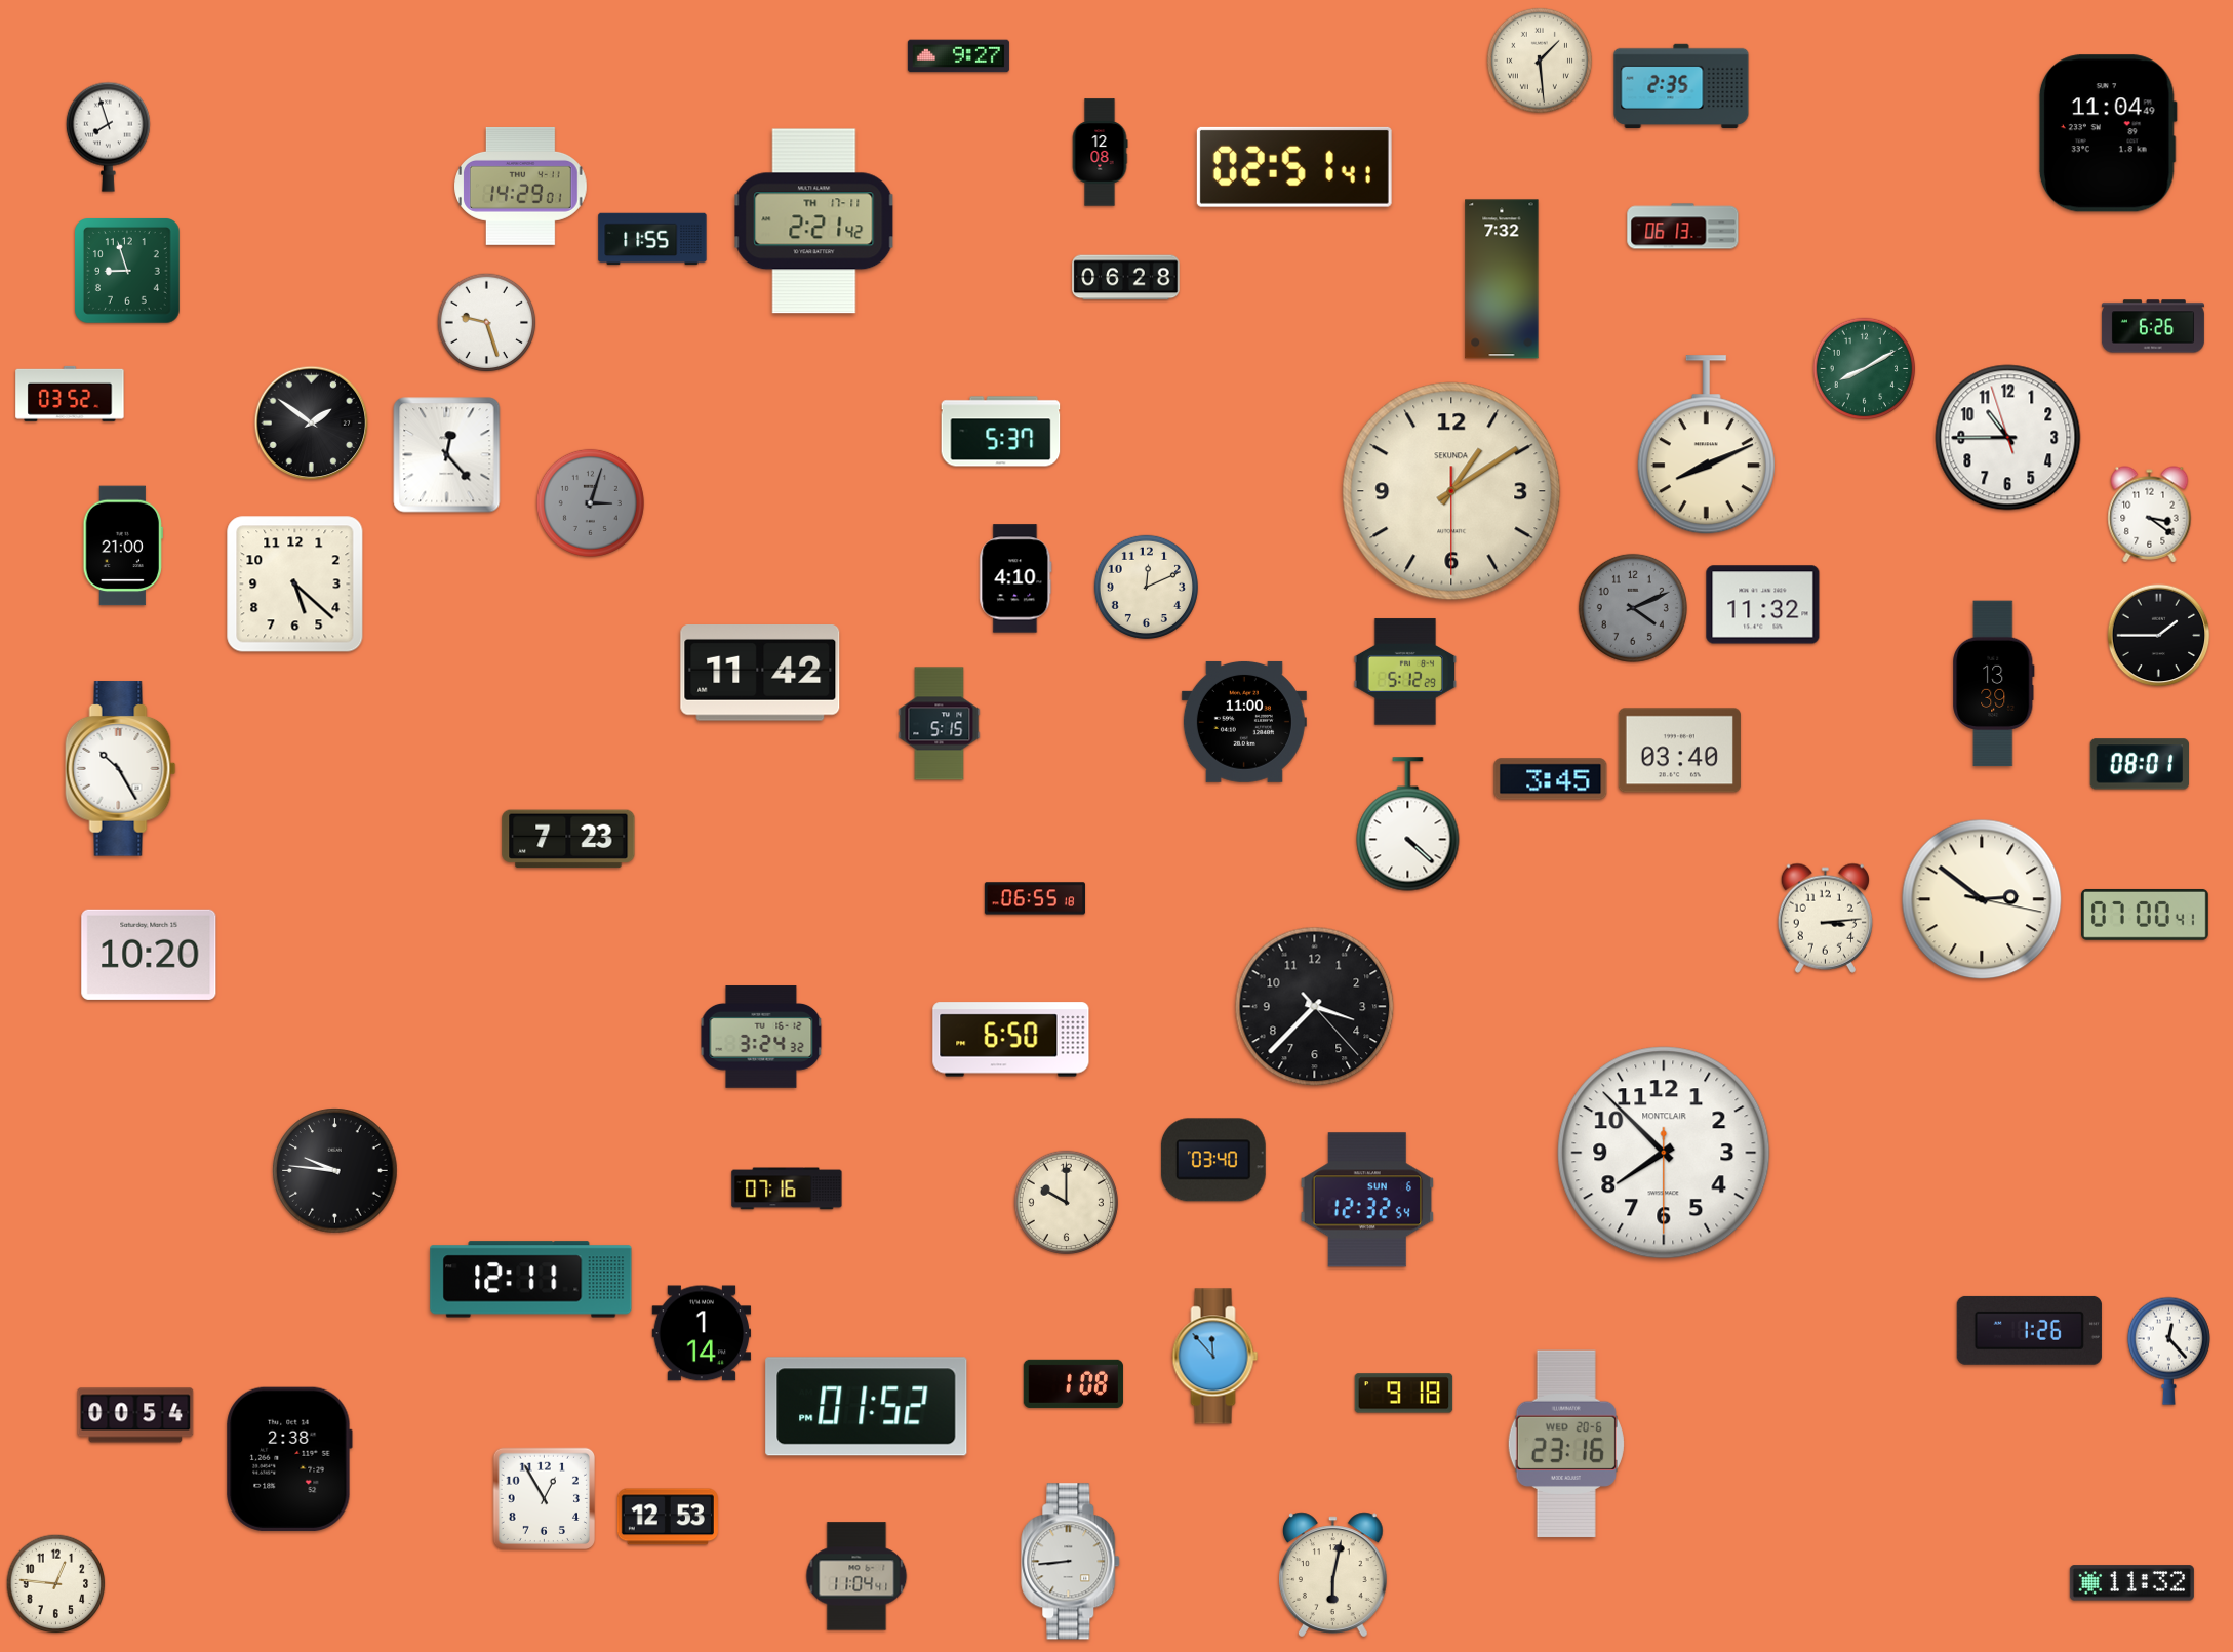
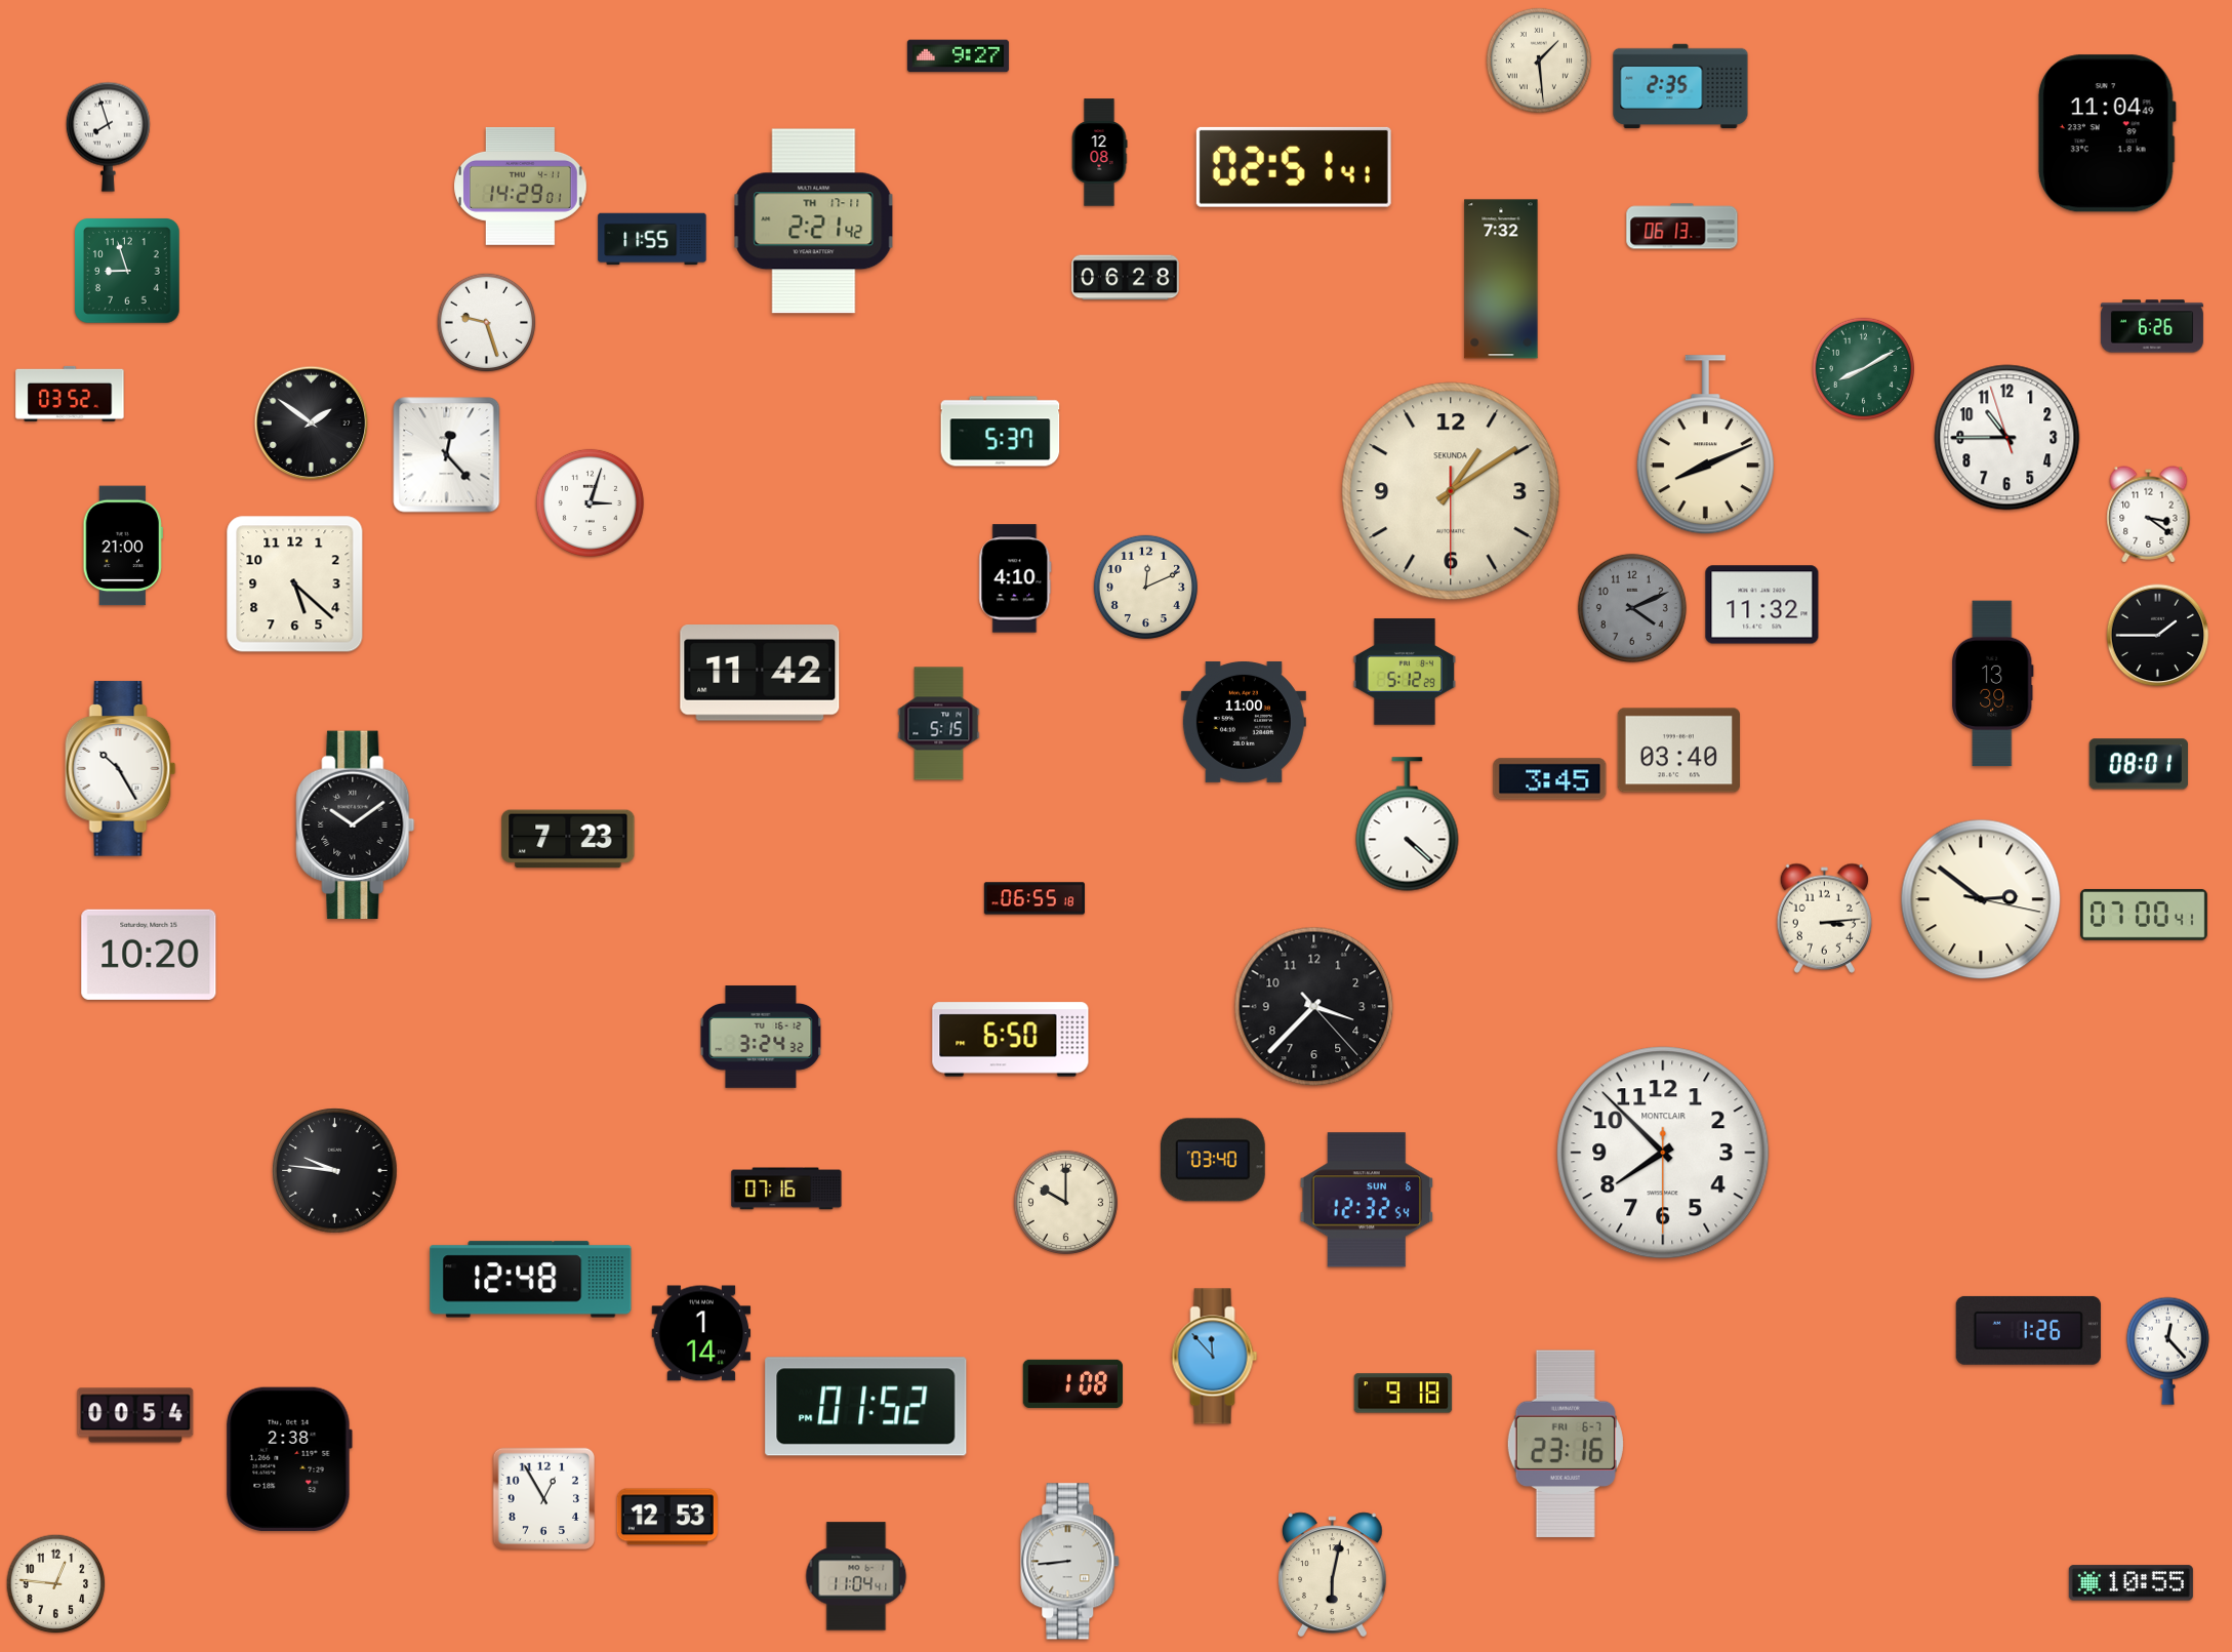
clock at (590, 502) dial: grey -> white
clock at (356, 825): none -> 10:09
clock at (531, 1280): 12:11 -> 12:48
clock at (1566, 1444) date: WED 20-6 -> FRI 6-7
clock at (2131, 1583): 11:32 -> 10:55
